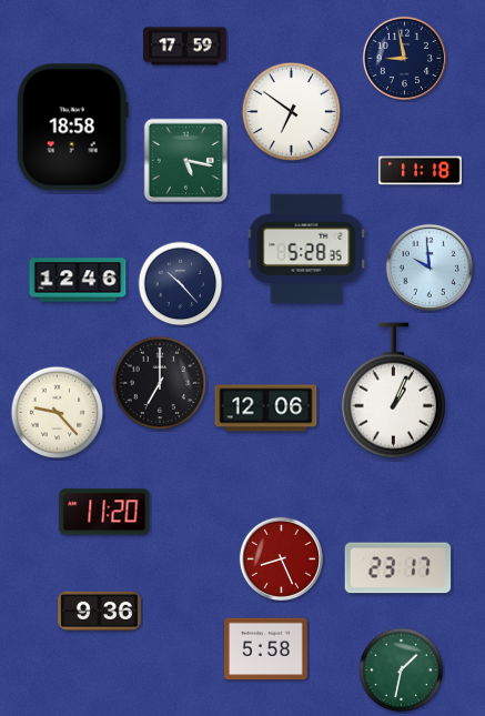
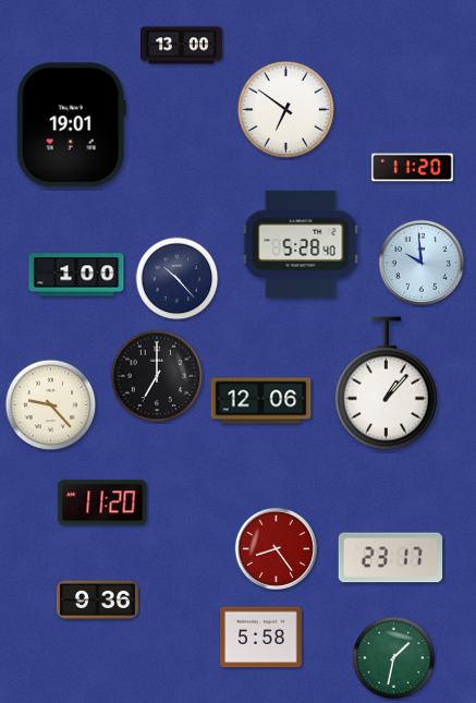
clock at (185, 47): 17:59 -> 13:00
clock at (404, 58): 8:58 -> none
clock at (72, 128): 18:58 -> 19:01
clock at (185, 160): 5:17 -> none
clock at (421, 171): 11:18 -> 11:20
clock at (306, 249): 5:28:35 -> 5:28:40
clock at (78, 280): 12:46 -> 1:00
clock at (393, 391): 1:04 -> 1:07
clock at (58, 413) position: (58, 413) -> (51, 405)
clock at (281, 558): 8:26 -> 8:24
